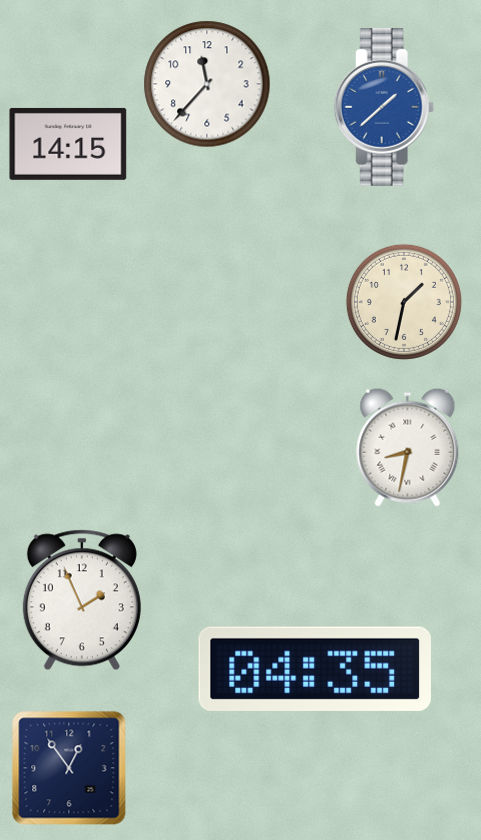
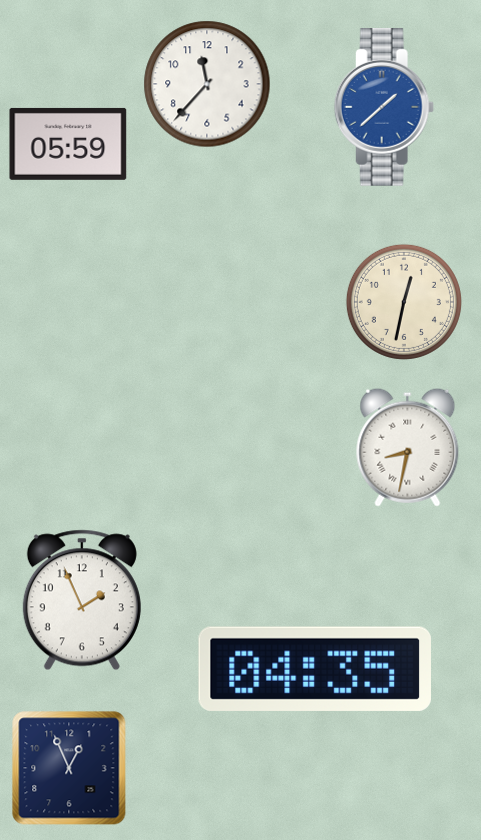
clock at (68, 144): 14:15 -> 05:59
clock at (404, 302): 1:32 -> 12:32
clock at (69, 768): 12:54 -> 12:56
